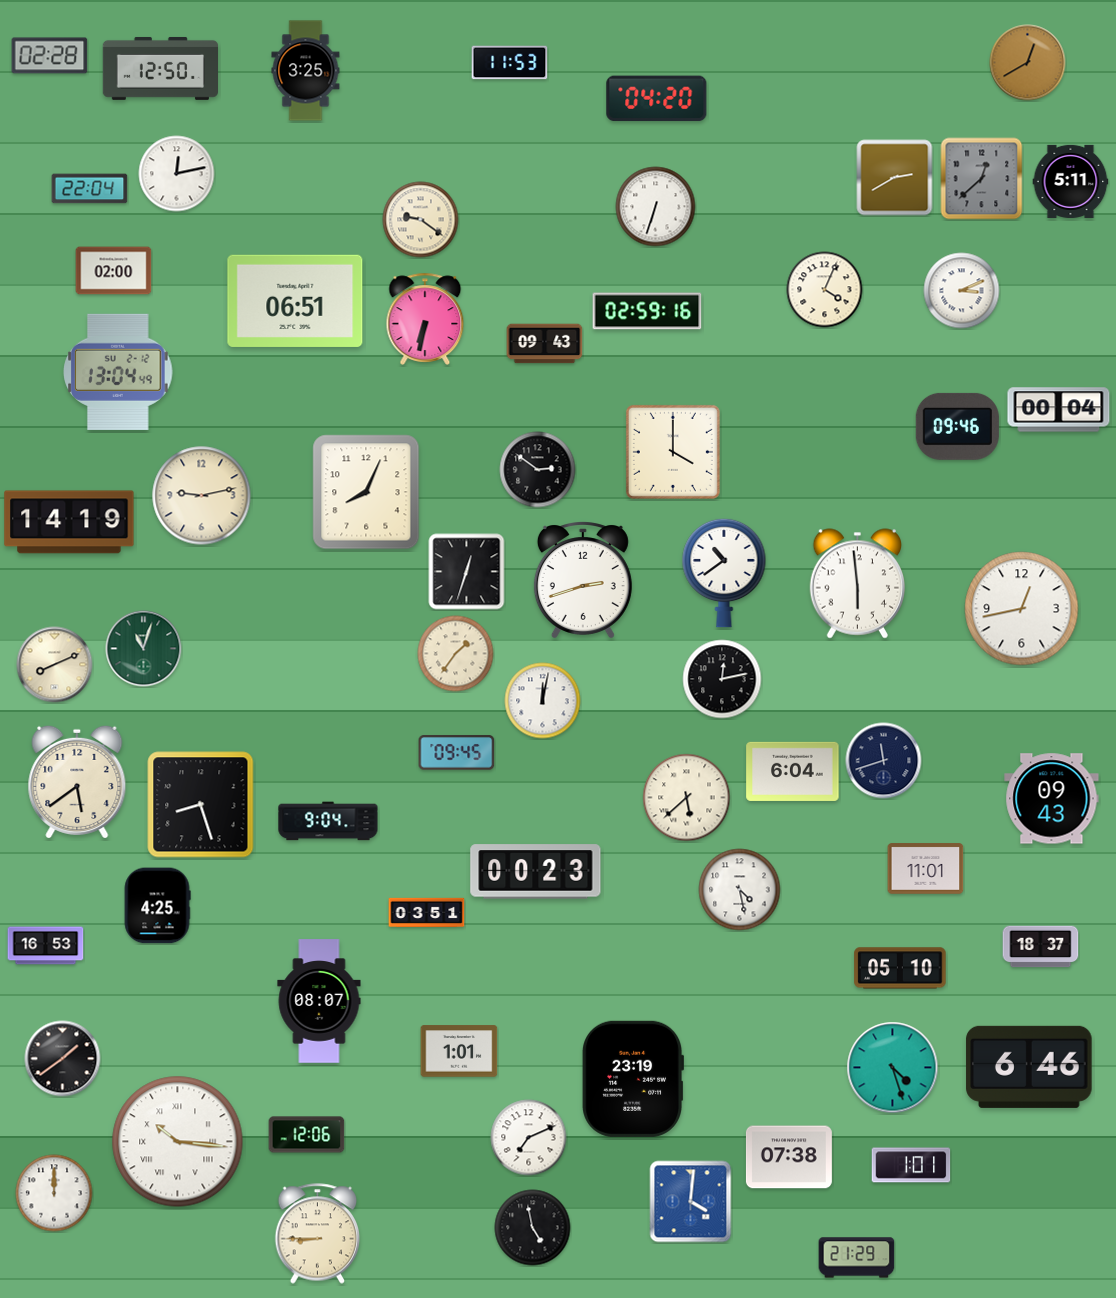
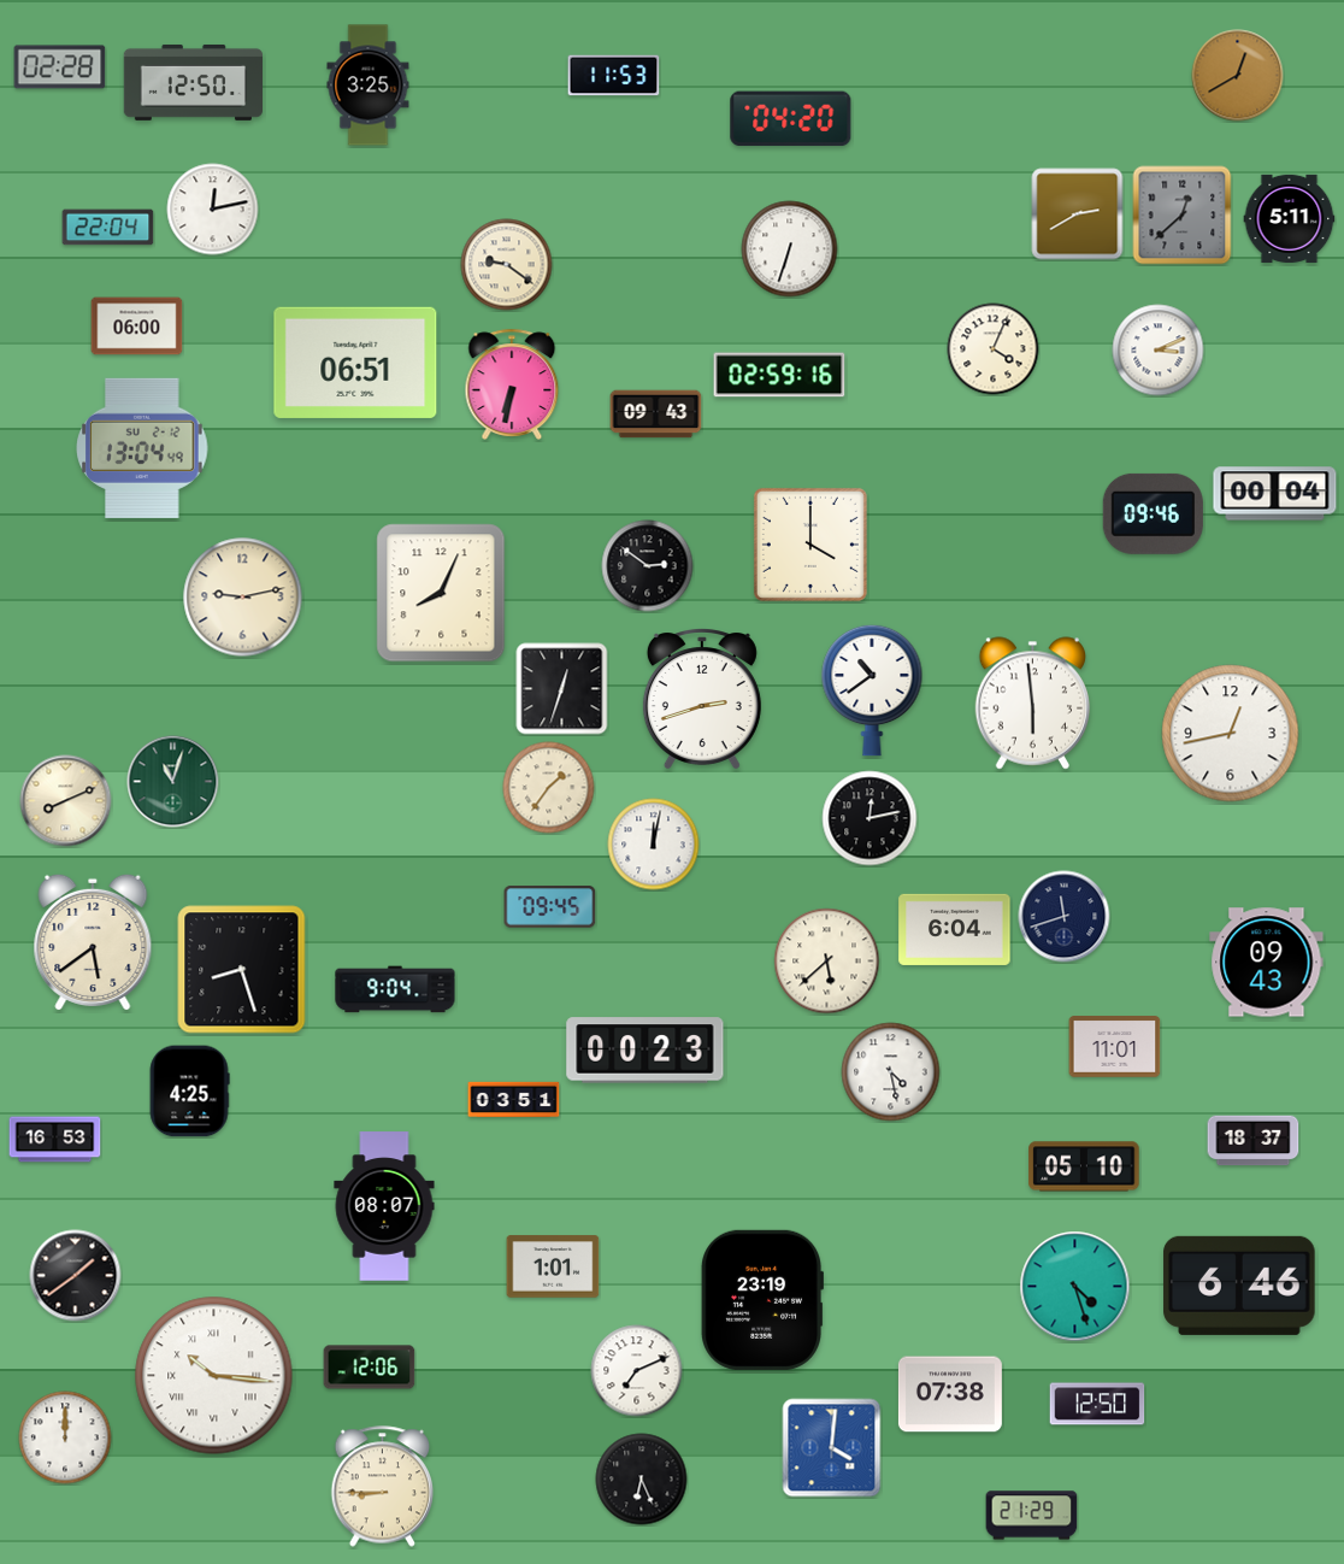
clock at (114, 271): 02:00 -> 06:00
clock at (69, 522): 14:19 -> none
clock at (911, 1165): 1:01 -> 12:50
clock at (533, 1228): 4:58 -> 6:26
